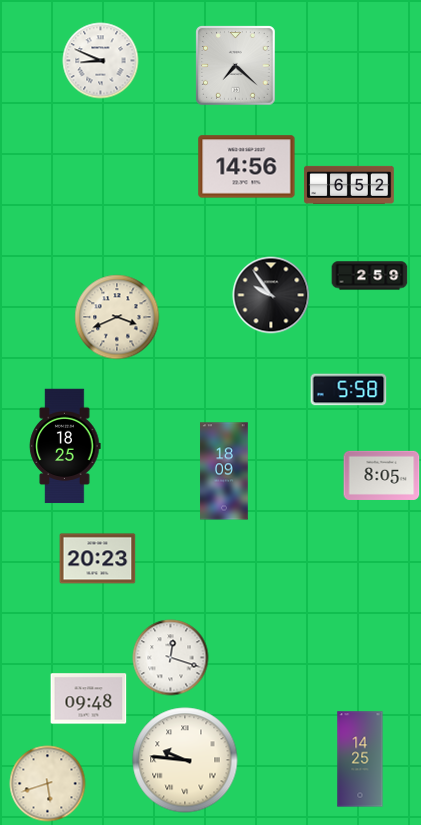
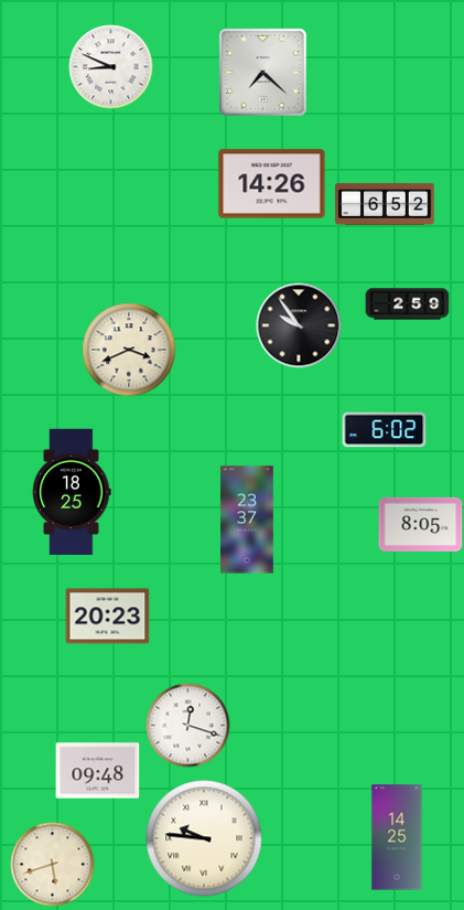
clock at (236, 66) position: (236, 66) -> (263, 73)
clock at (247, 167): 14:56 -> 14:26
clock at (349, 390): 5:58 -> 6:02
clock at (224, 471): 18:09 -> 23:37
